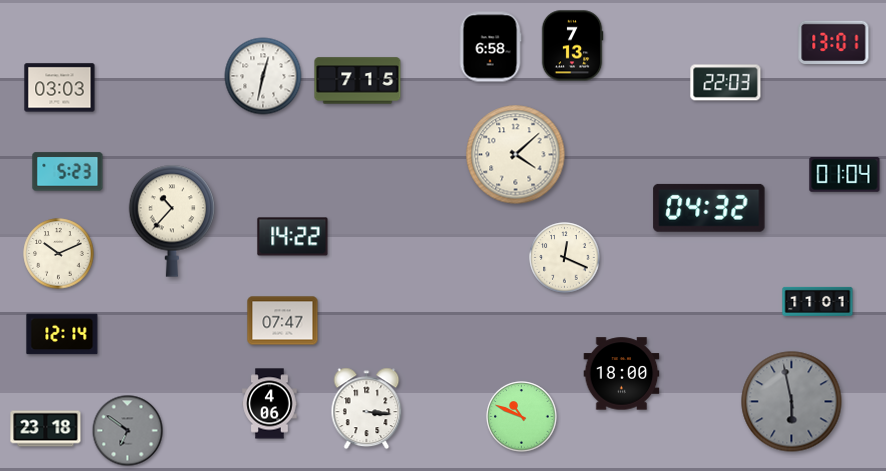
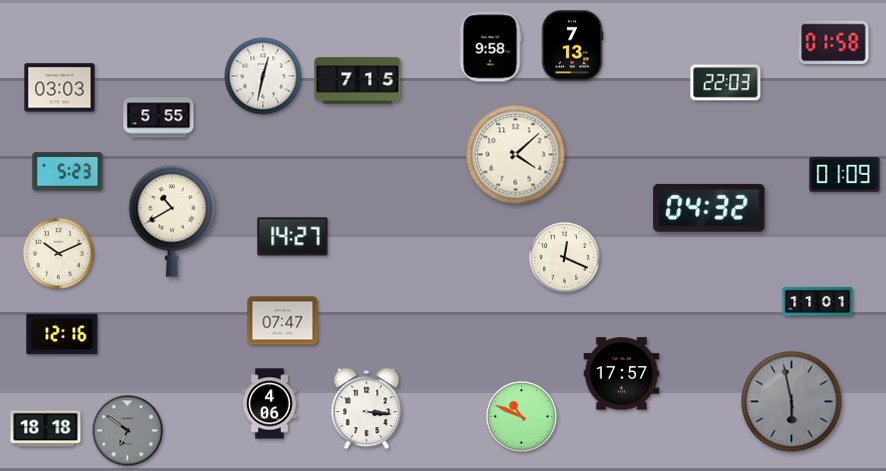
clock at (834, 42): 13:01 -> 01:58
clock at (490, 47): 6:58 -> 9:58
clock at (159, 118): none -> 5:55
clock at (845, 175): 01:04 -> 01:09
clock at (172, 221): 10:37 -> 10:40
clock at (293, 237): 14:22 -> 14:27
clock at (62, 334): 12:14 -> 12:16
clock at (622, 374): 18:00 -> 17:57
clock at (46, 429): 23:18 -> 18:18
